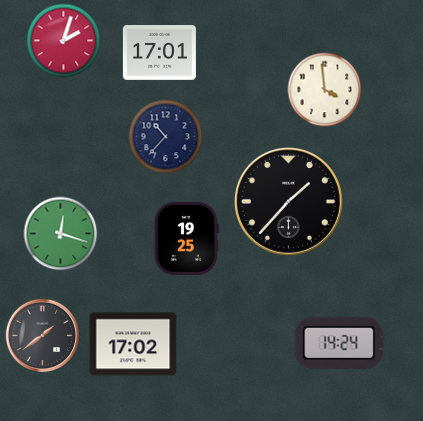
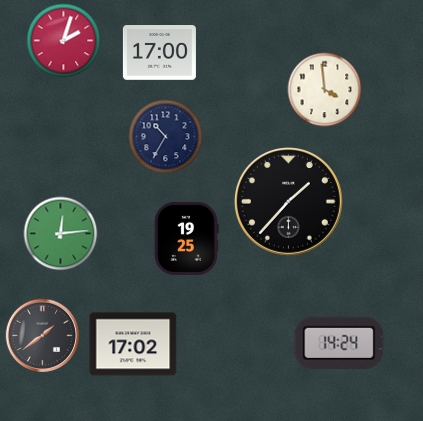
clock at (159, 53): 17:01 -> 17:00
clock at (166, 137): 10:37 -> 10:35
clock at (61, 234): 12:18 -> 12:14
